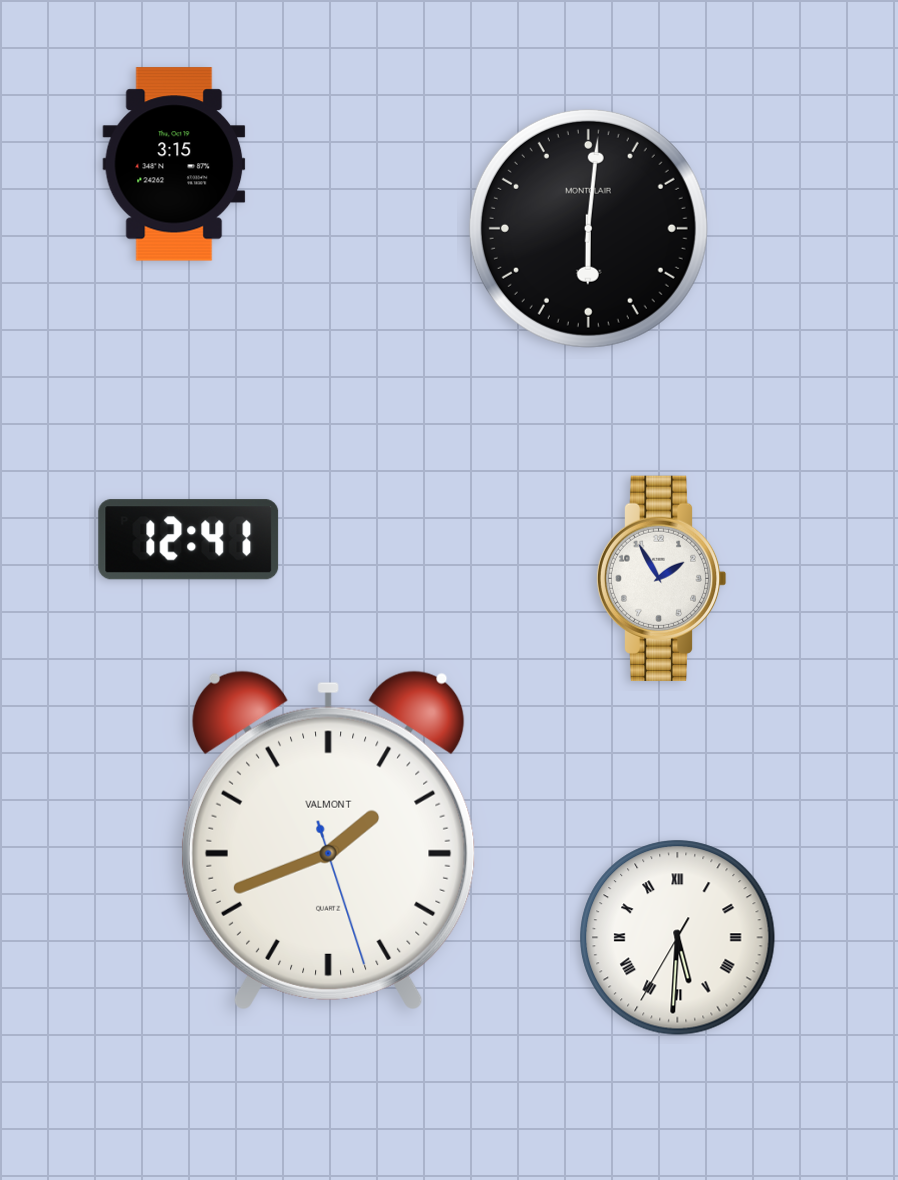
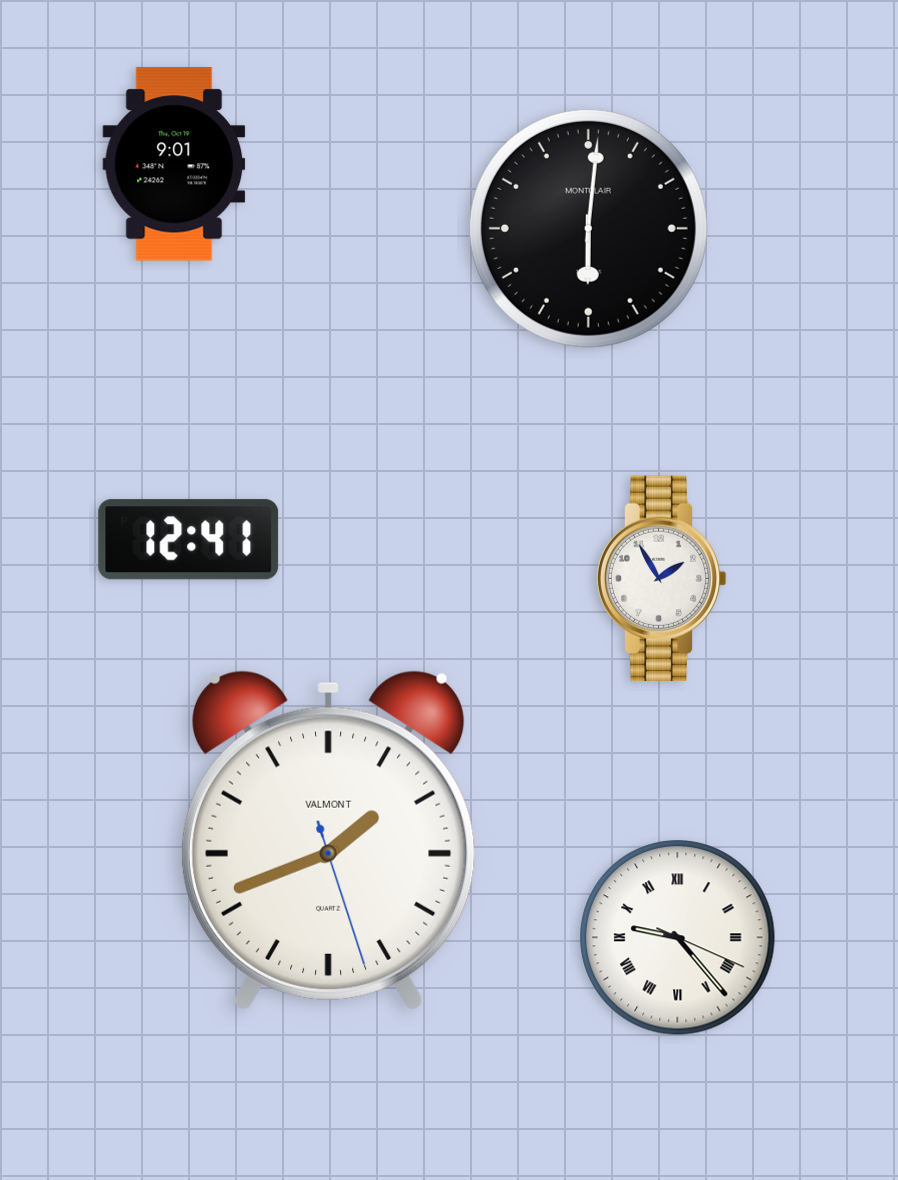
clock at (174, 164): 3:15 -> 9:01
clock at (678, 938): 5:30 -> 9:23
